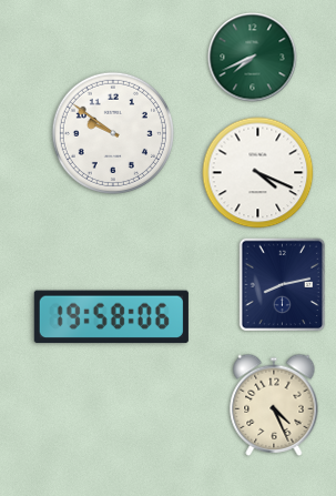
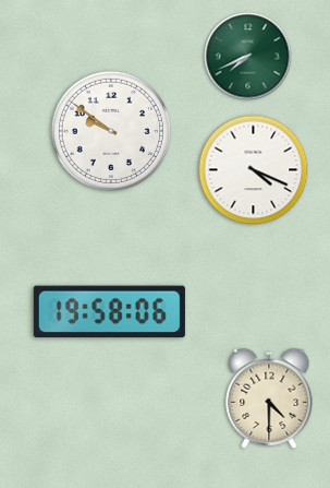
clock at (283, 285): 8:13 -> none
clock at (274, 405): 4:26 -> 4:30
